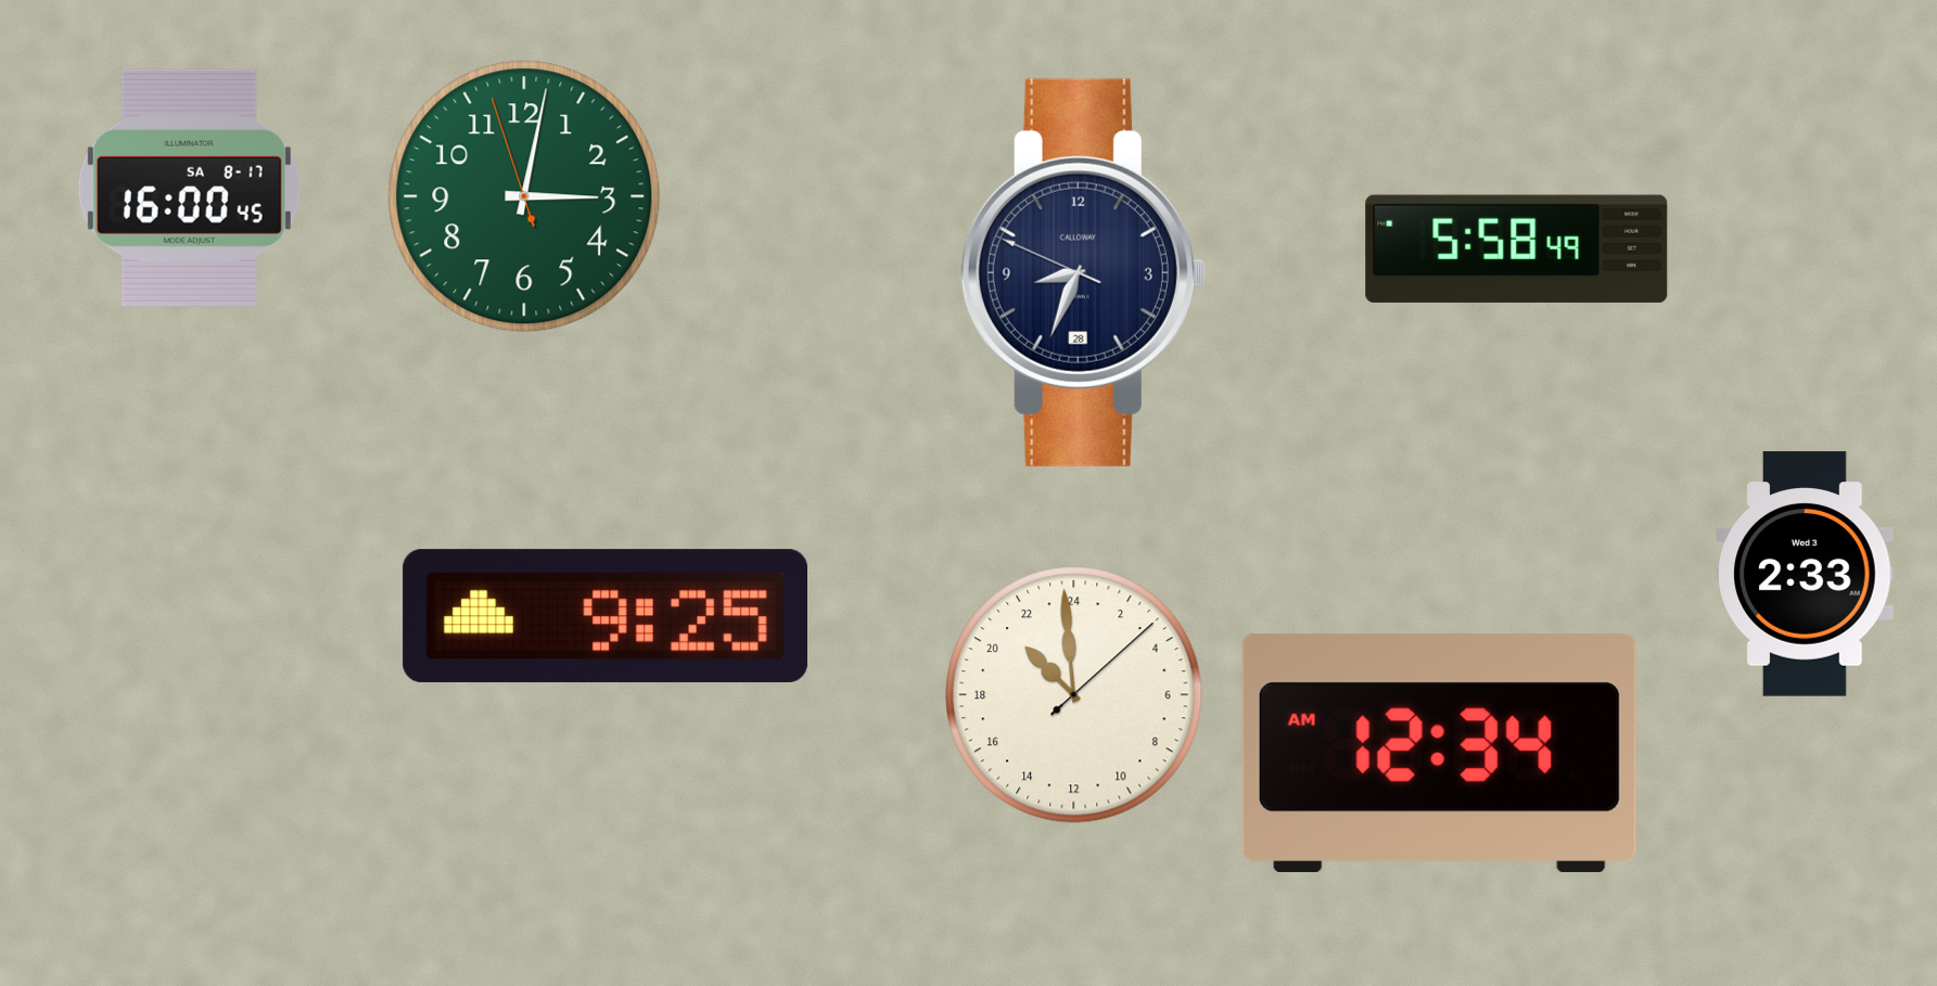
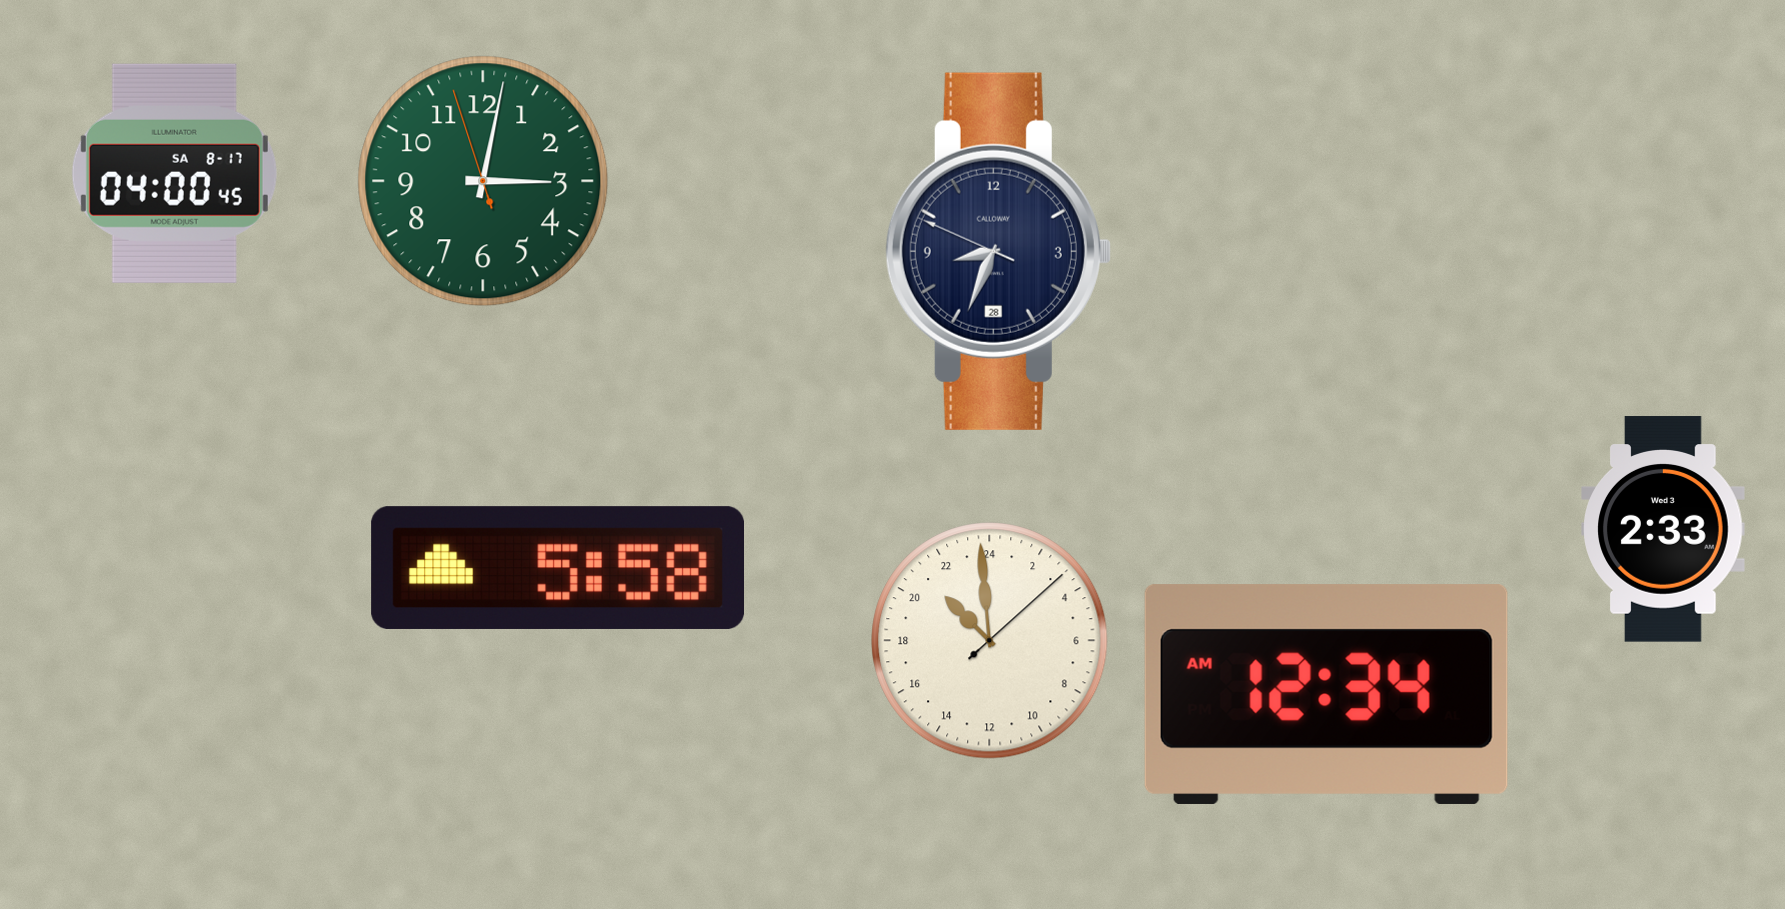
clock at (189, 188): 16:00 -> 04:00
clock at (1517, 248): 5:58 -> none
clock at (604, 616): 9:25 -> 5:58
